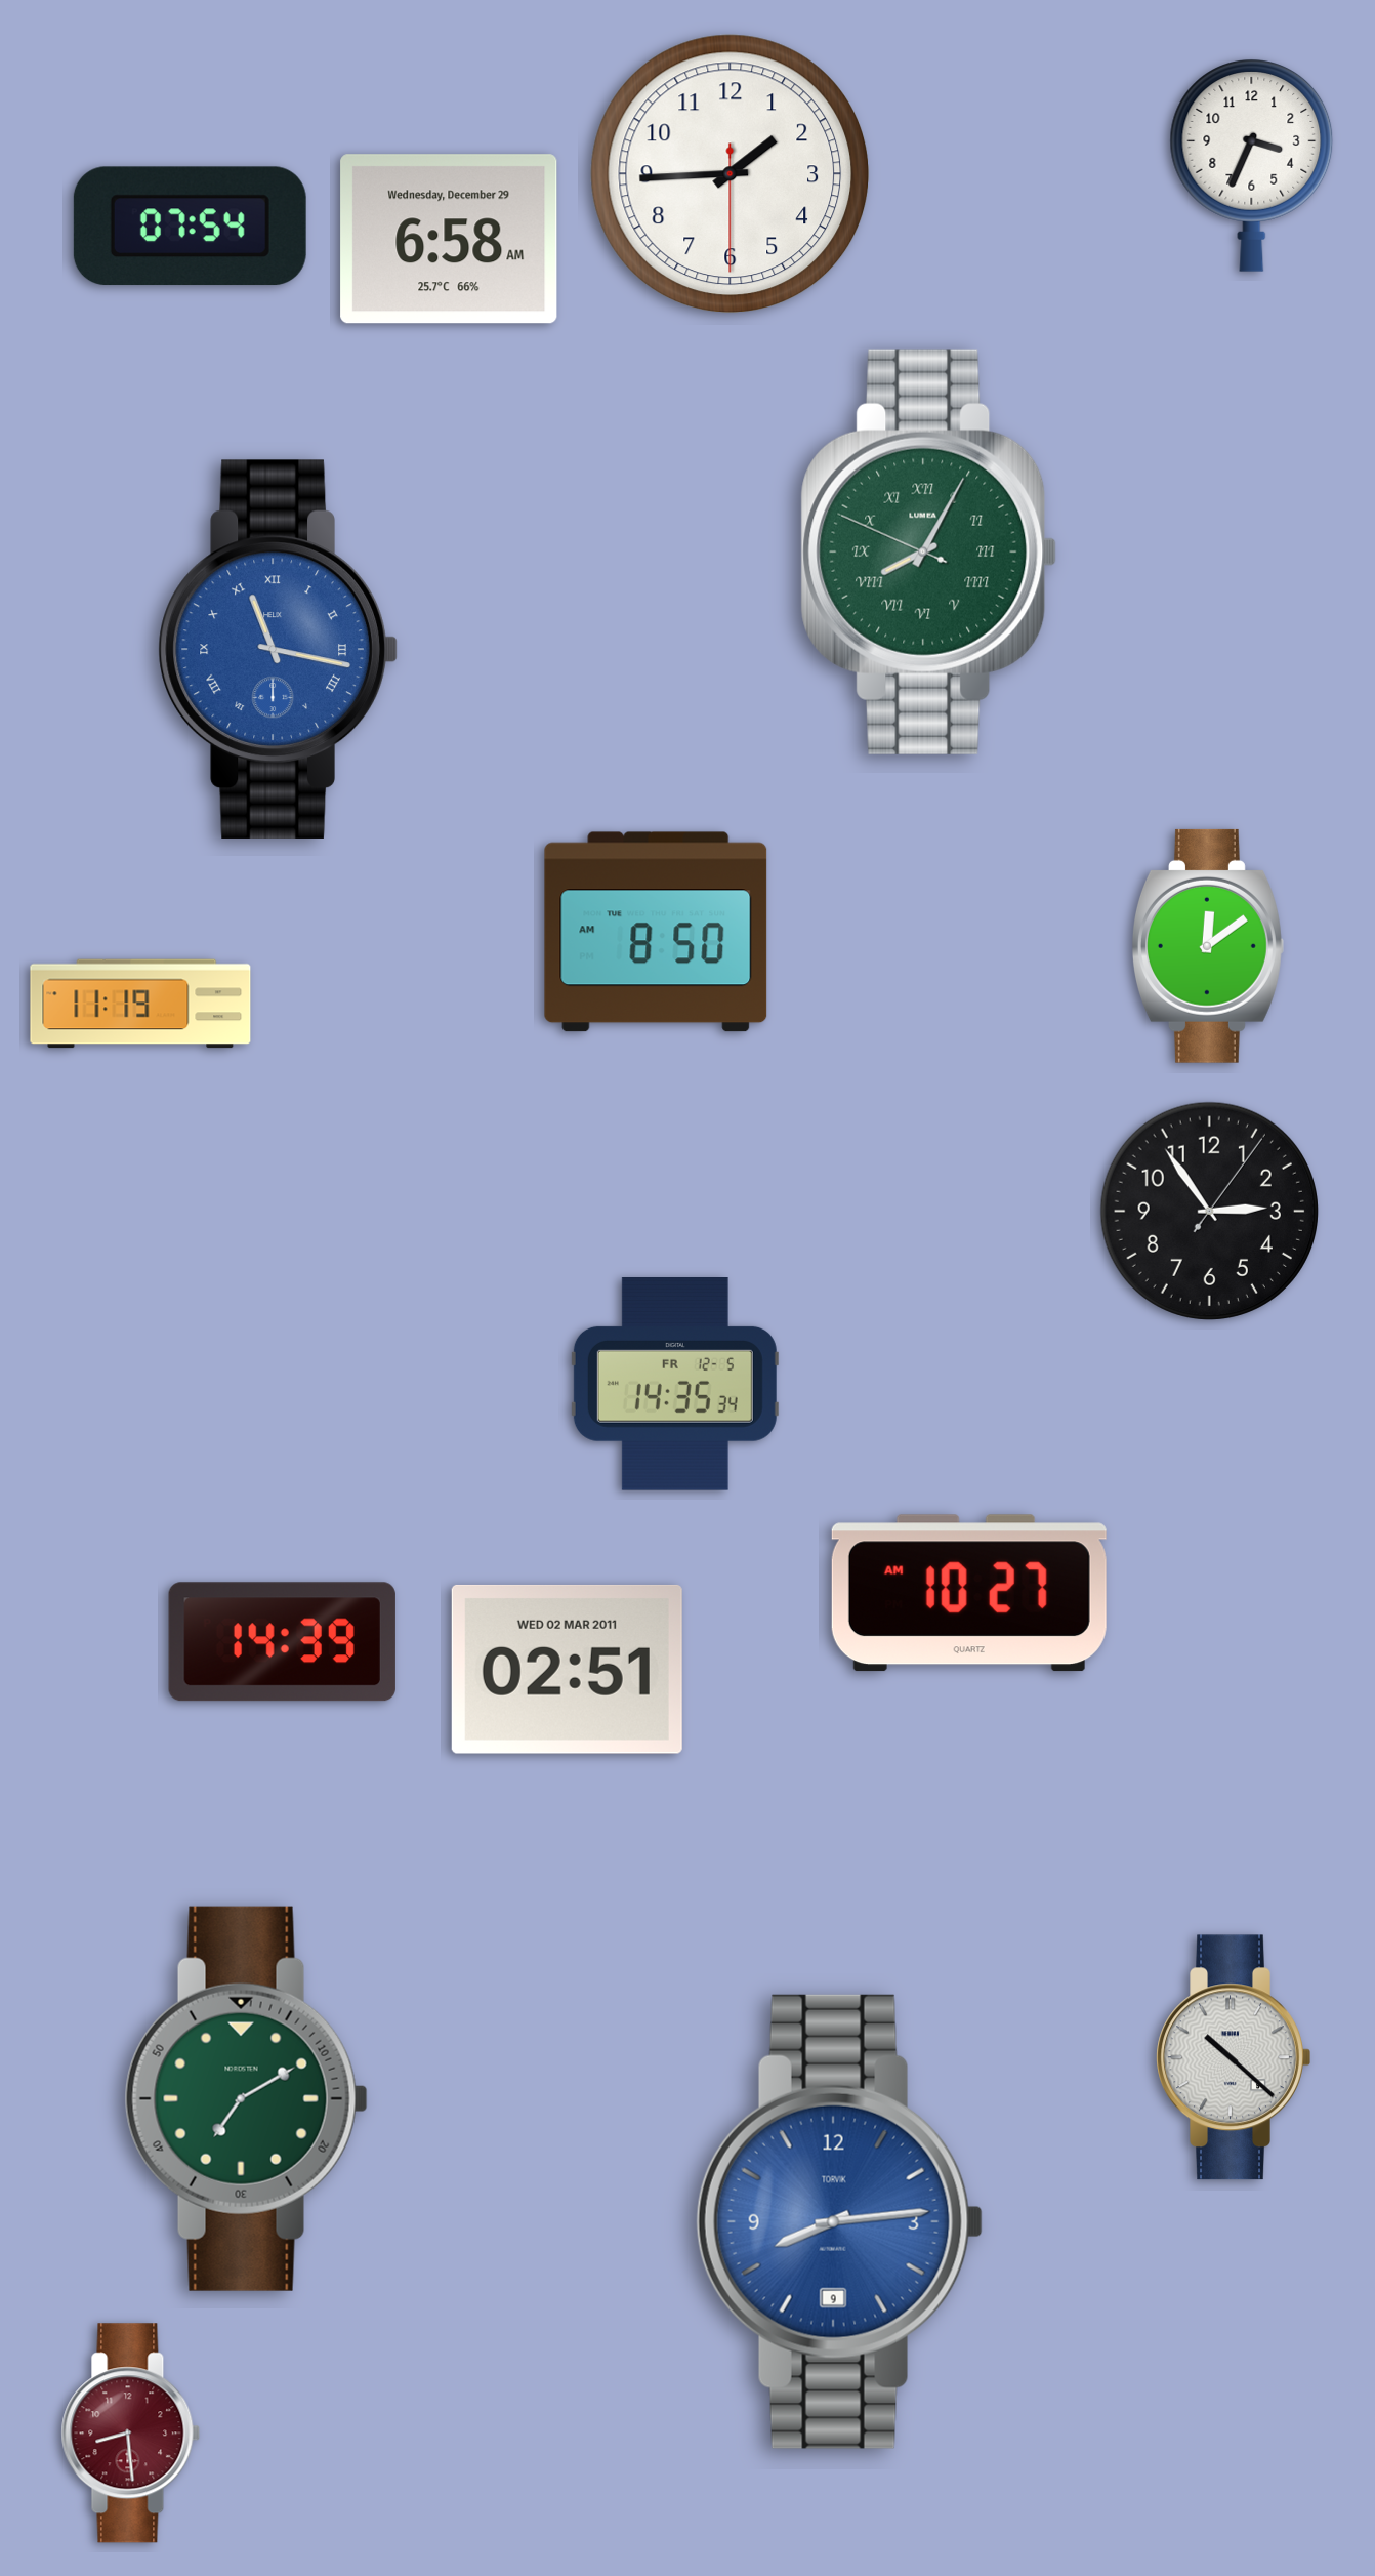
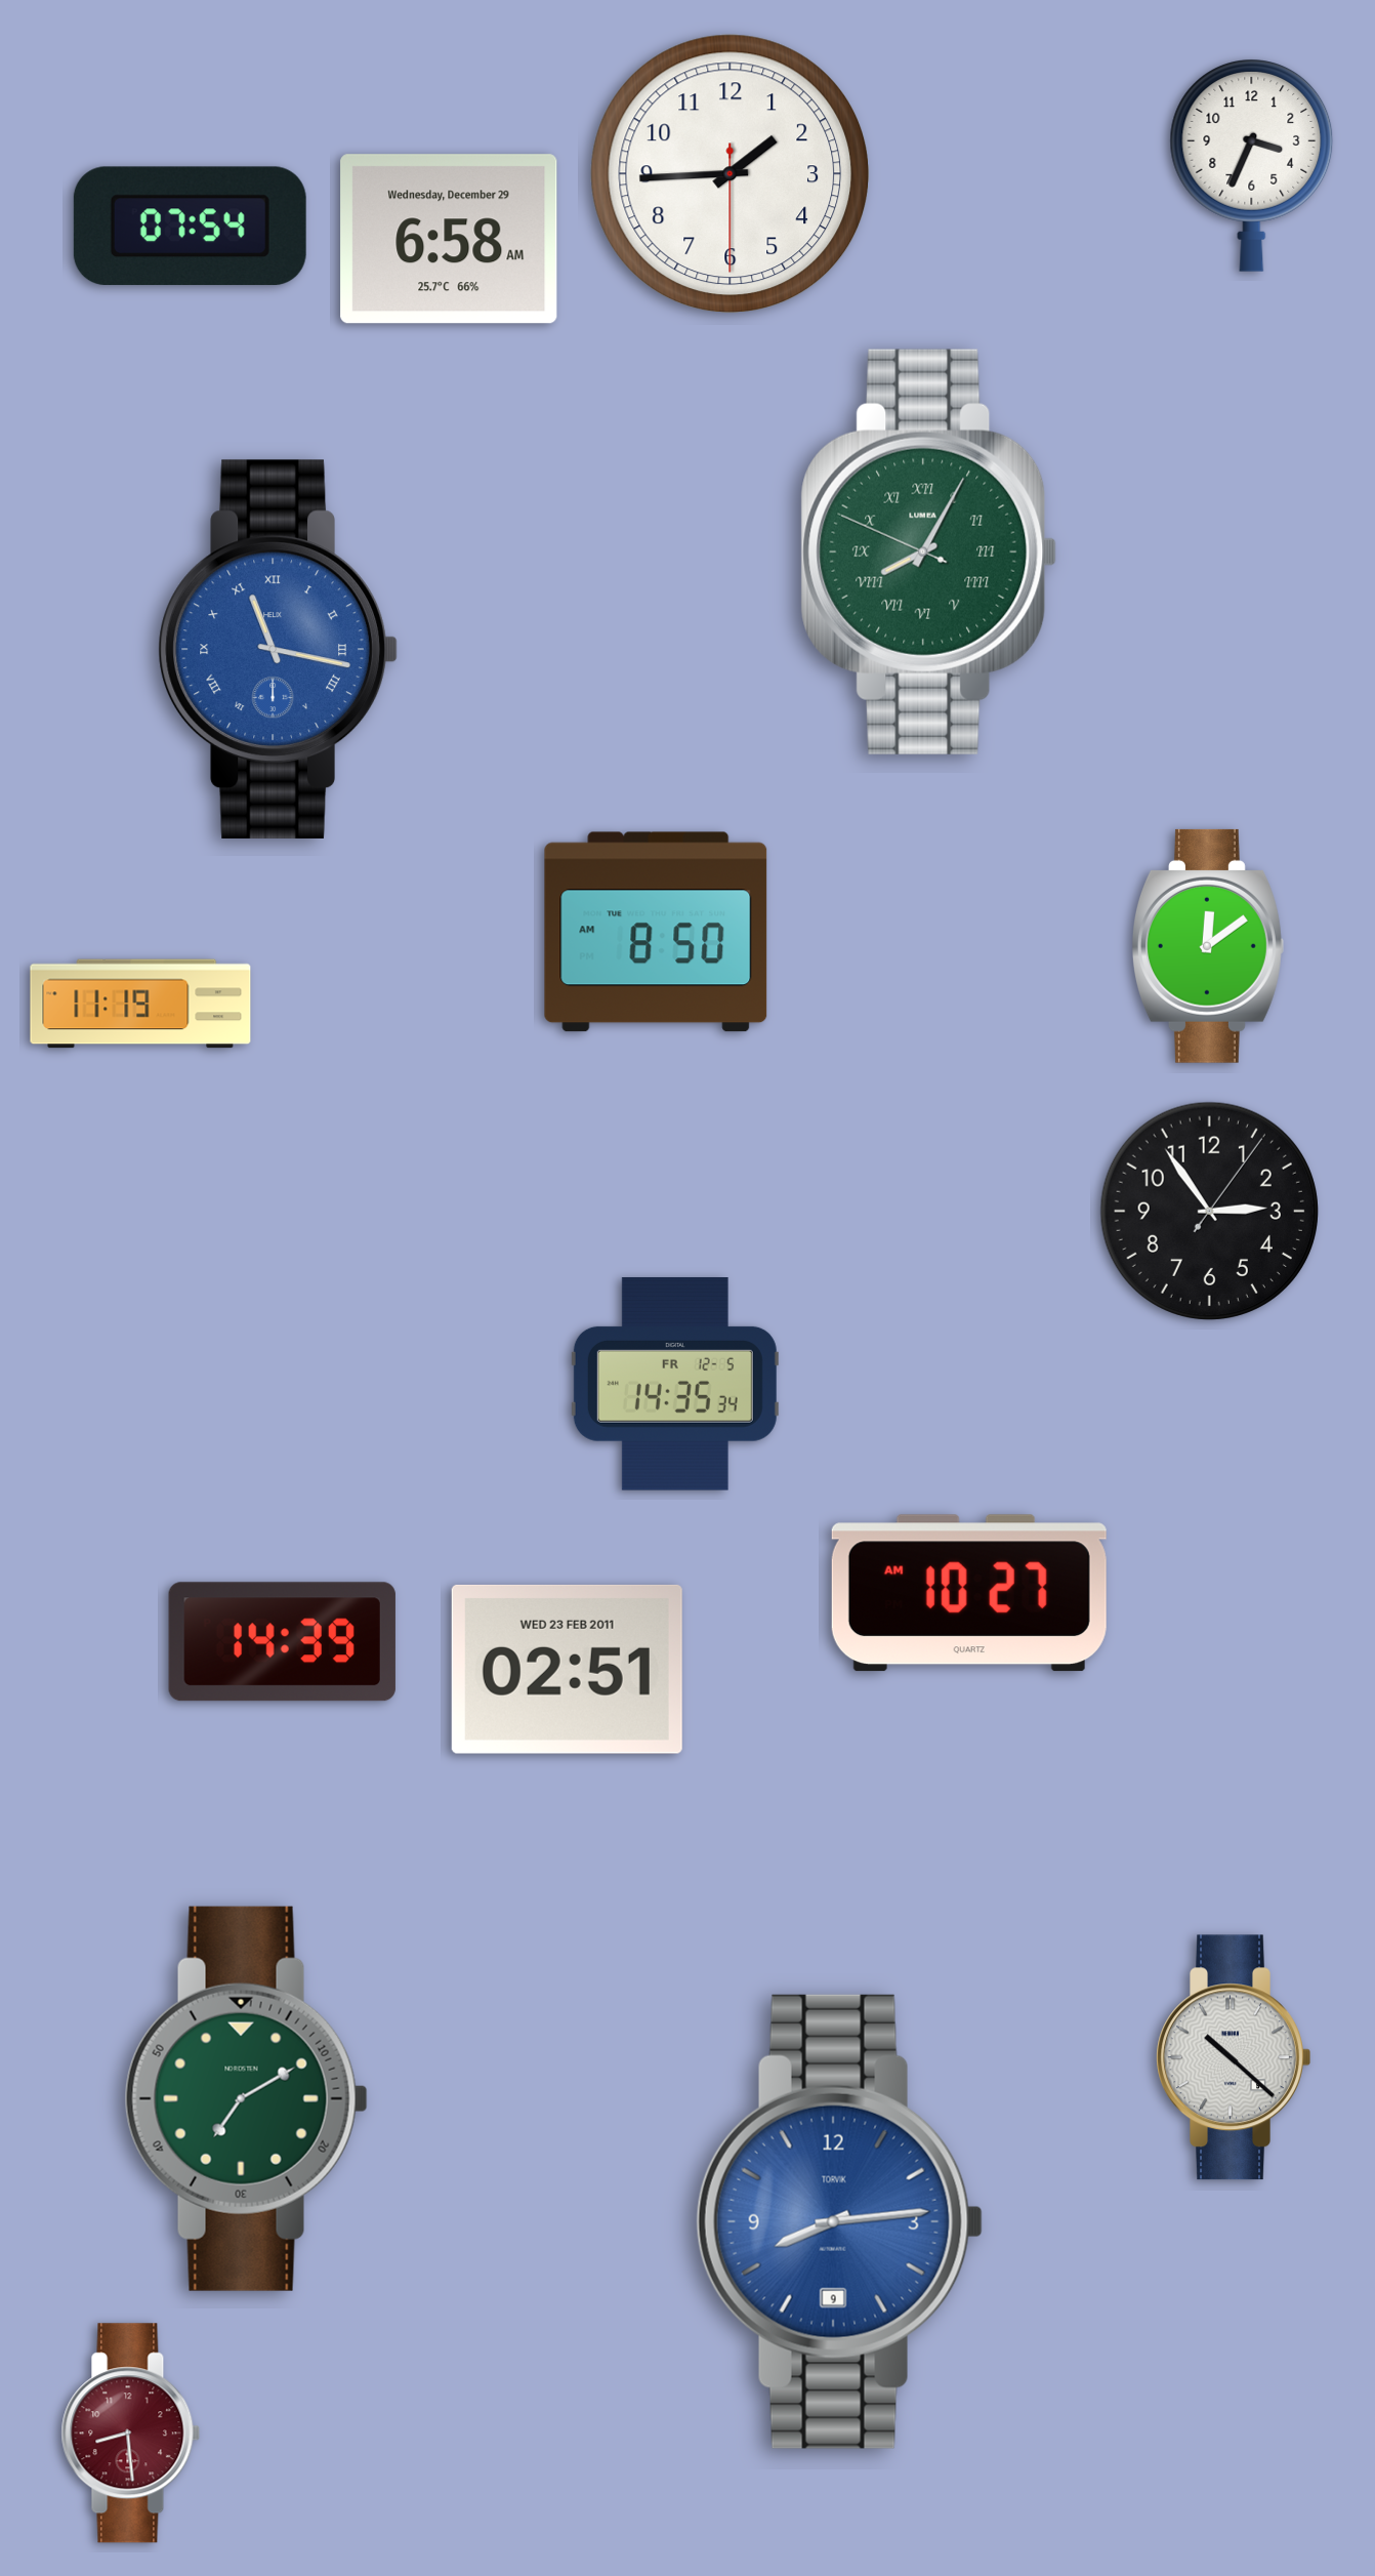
clock at (567, 1669) date: WED 02 MAR 2011 -> WED 23 FEB 2011
